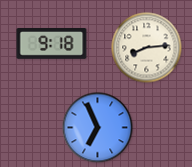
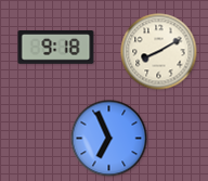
clock at (147, 48): 8:14 -> 8:10
clock at (98, 128) position: (98, 128) -> (109, 139)
